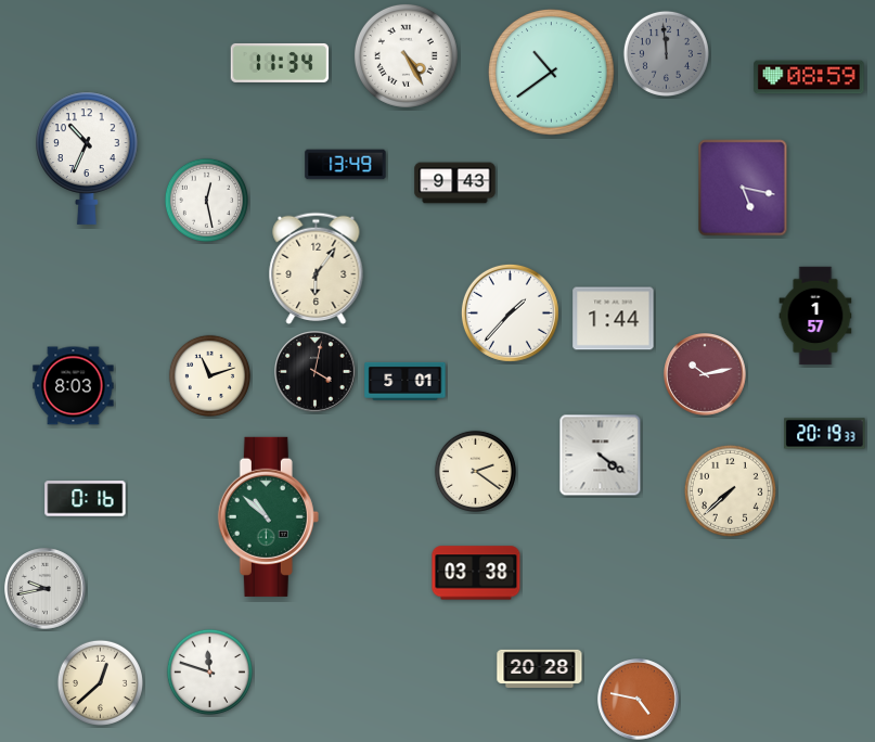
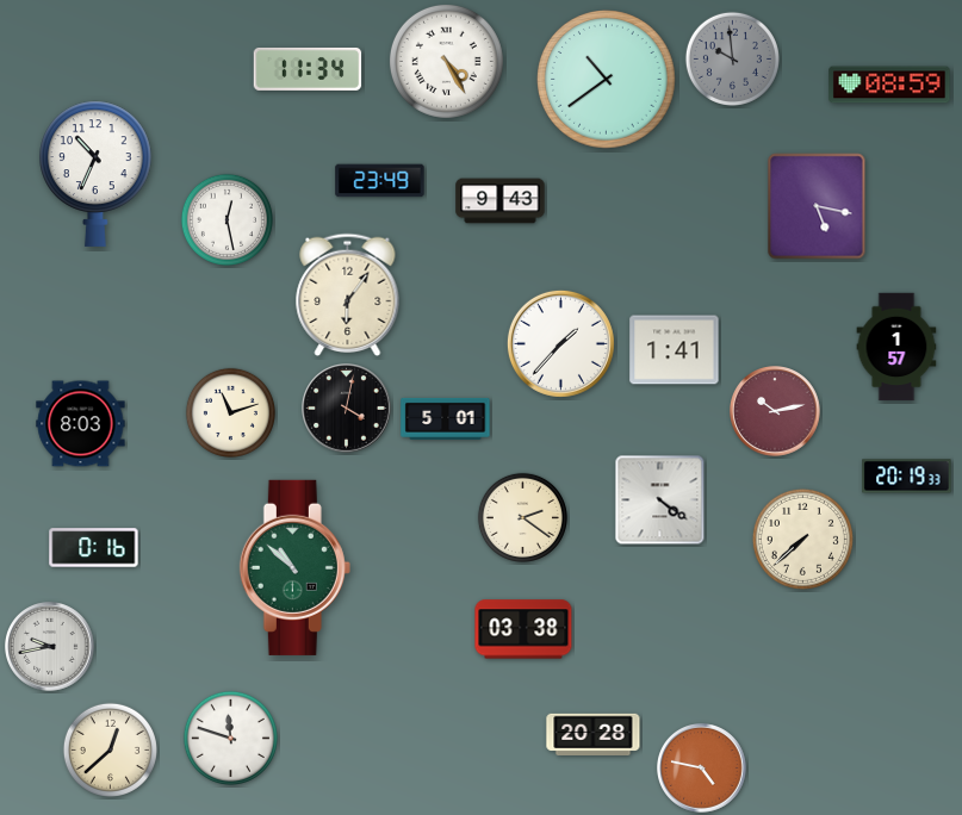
clock at (666, 53): 11:59 -> 9:59
clock at (346, 165): 13:49 -> 23:49
clock at (614, 319): 1:44 -> 1:41
